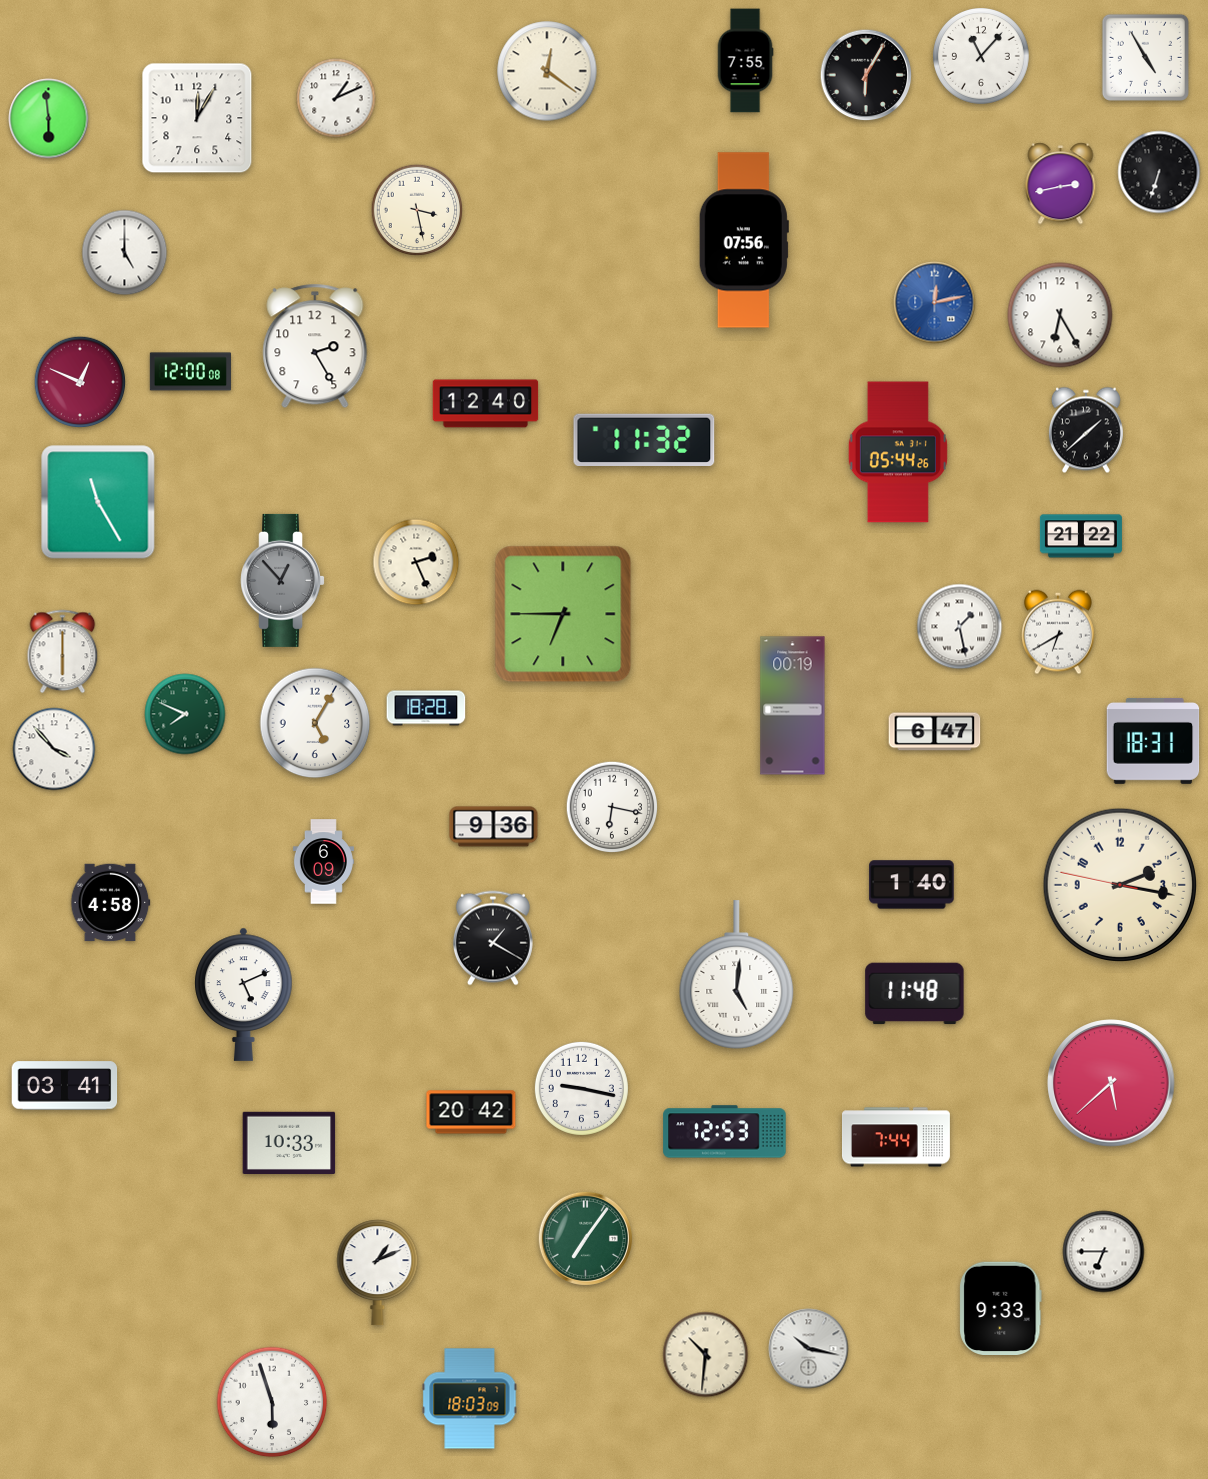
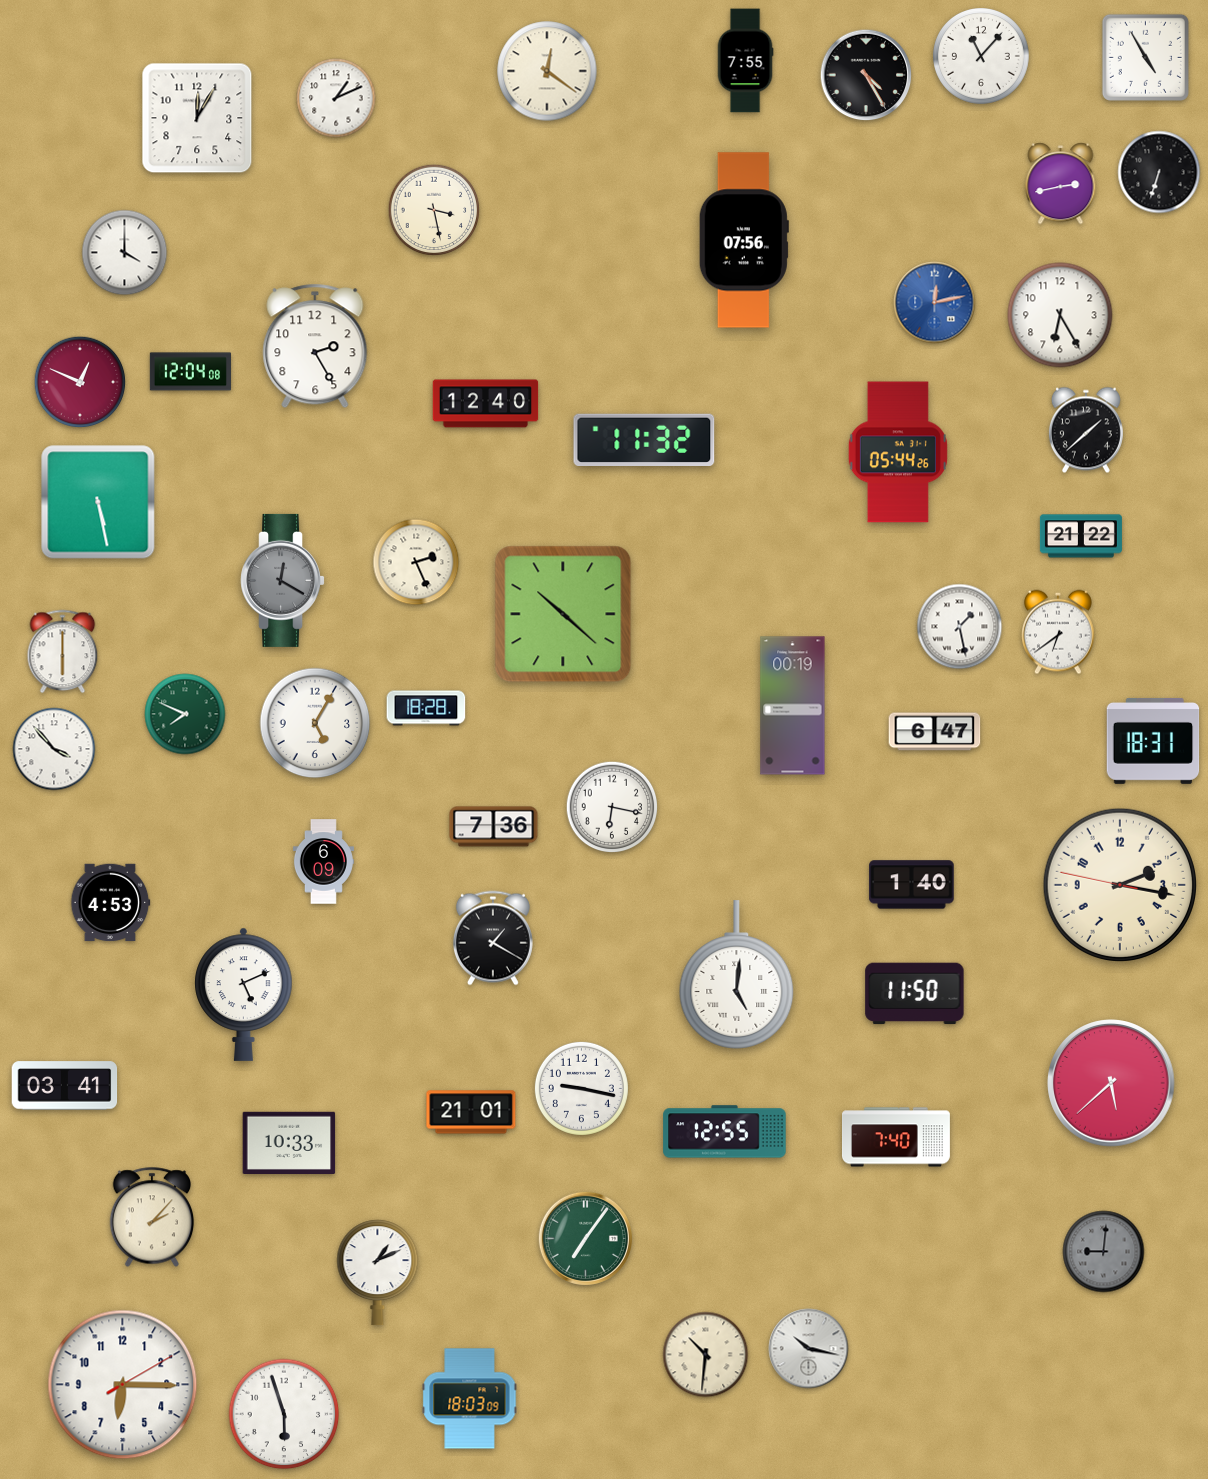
clock at (866, 75): 6:05 -> 4:25
clock at (49, 119): 5:59 -> none
clock at (417, 210) position: (417, 210) -> (434, 210)
clock at (125, 253): 5:00 -> 4:00
clock at (190, 372): 12:00 -> 12:04
clock at (98, 502): 11:25 -> 5:28
clock at (283, 580): 12:53 -> 12:20
clock at (563, 614): 6:45 -> 10:22
clock at (1059, 632): 6:40 -> 6:39
clock at (494, 827): 9:36 -> 7:36
clock at (110, 903): 4:58 -> 4:53
clock at (915, 994): 11:48 -> 11:50
clock at (471, 1112): 20:42 -> 21:01
clock at (725, 1132): 12:53 -> 12:55
clock at (896, 1137): 7:44 -> 7:40
clock at (152, 1217): none -> 2:07
clock at (1104, 1252): 6:45 -> 9:01
clock at (1104, 1252) dial: white -> grey
clock at (1001, 1308): 9:33 -> none
clock at (123, 1385): none -> 6:15
clock at (272, 1402) position: (272, 1402) -> (284, 1414)
